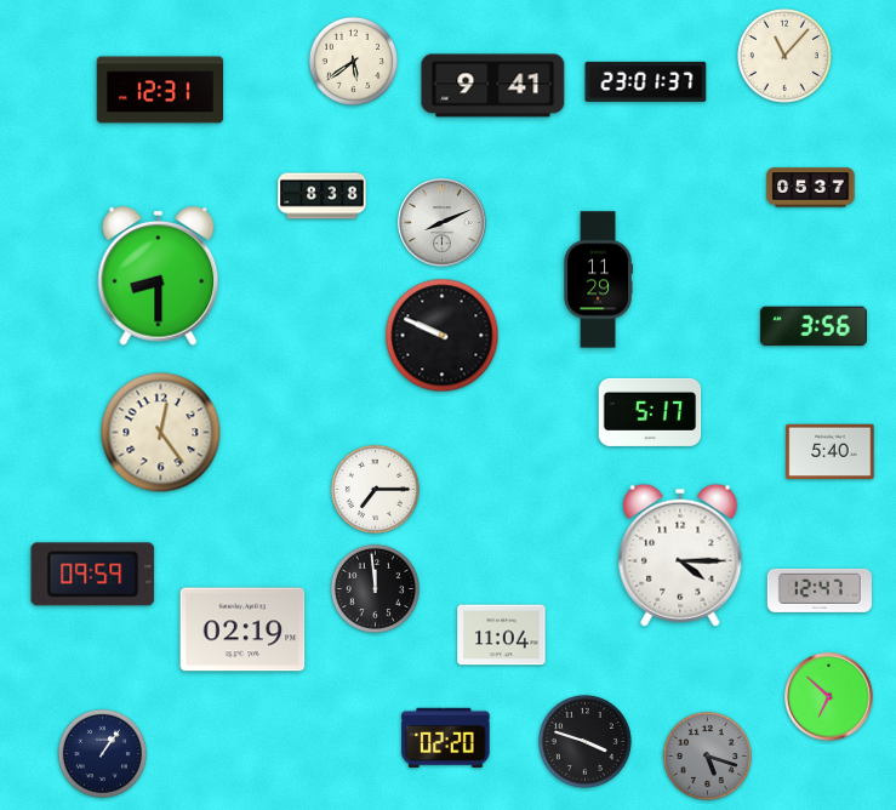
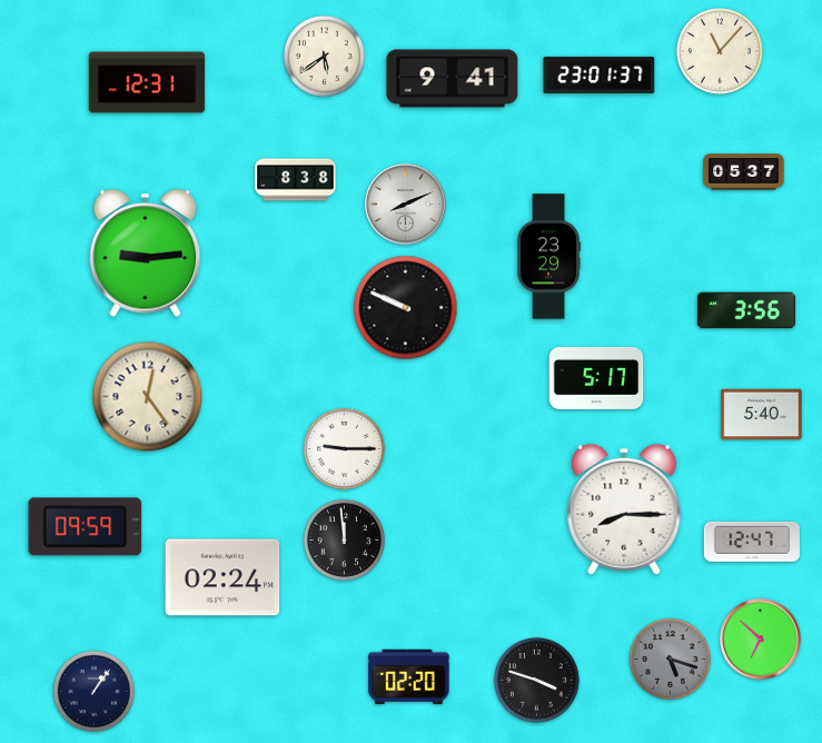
clock at (646, 81) position: (646, 81) -> (600, 75)
clock at (159, 275): 8:30 -> 9:14
clock at (598, 280): 11:29 -> 23:29
clock at (814, 326) position: (814, 326) -> (746, 310)
clock at (375, 489): 7:15 -> 9:15
clock at (680, 555): 4:15 -> 8:15
clock at (242, 629): 02:19 -> 02:24
clock at (502, 635): 11:04 -> none
clock at (707, 755) position: (707, 755) -> (670, 658)
